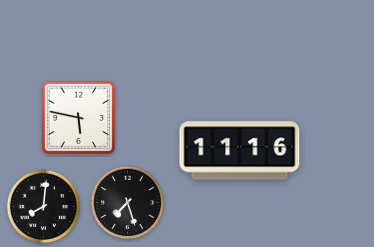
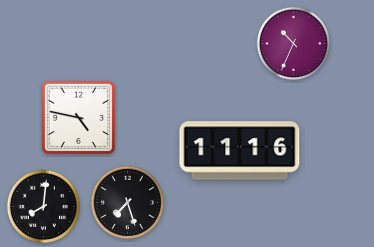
clock at (293, 43): none -> 10:34
clock at (79, 118): 5:47 -> 4:47
